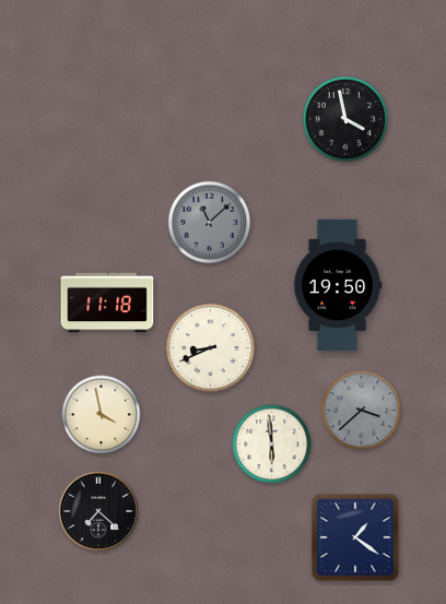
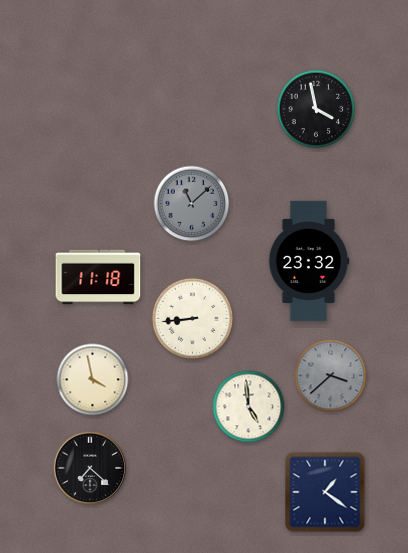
clock at (338, 285): 19:50 -> 23:32
clock at (210, 347): 8:41 -> 8:44
clock at (272, 445): 5:59 -> 4:59
